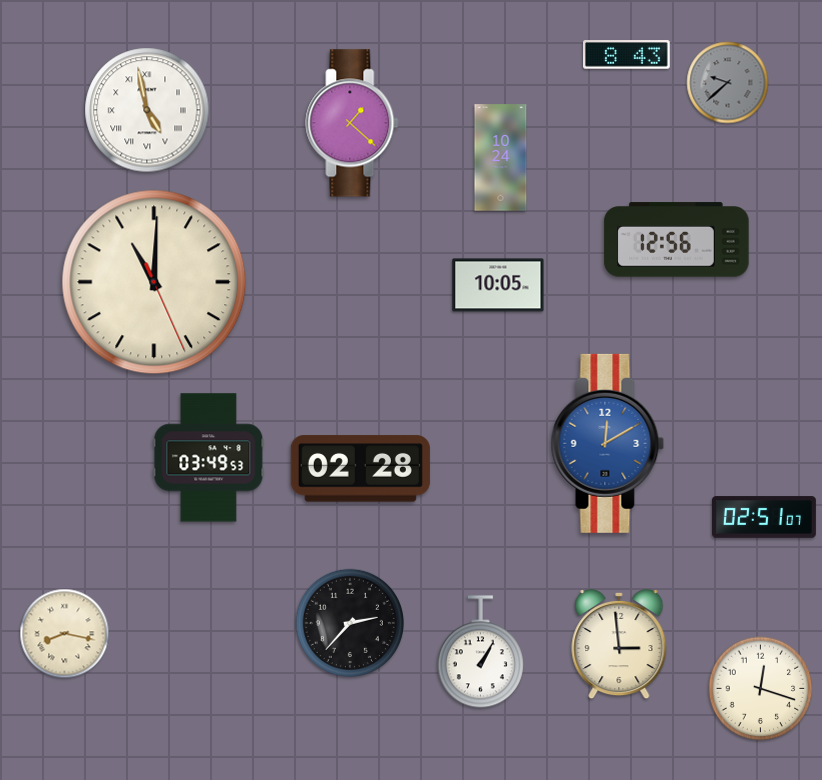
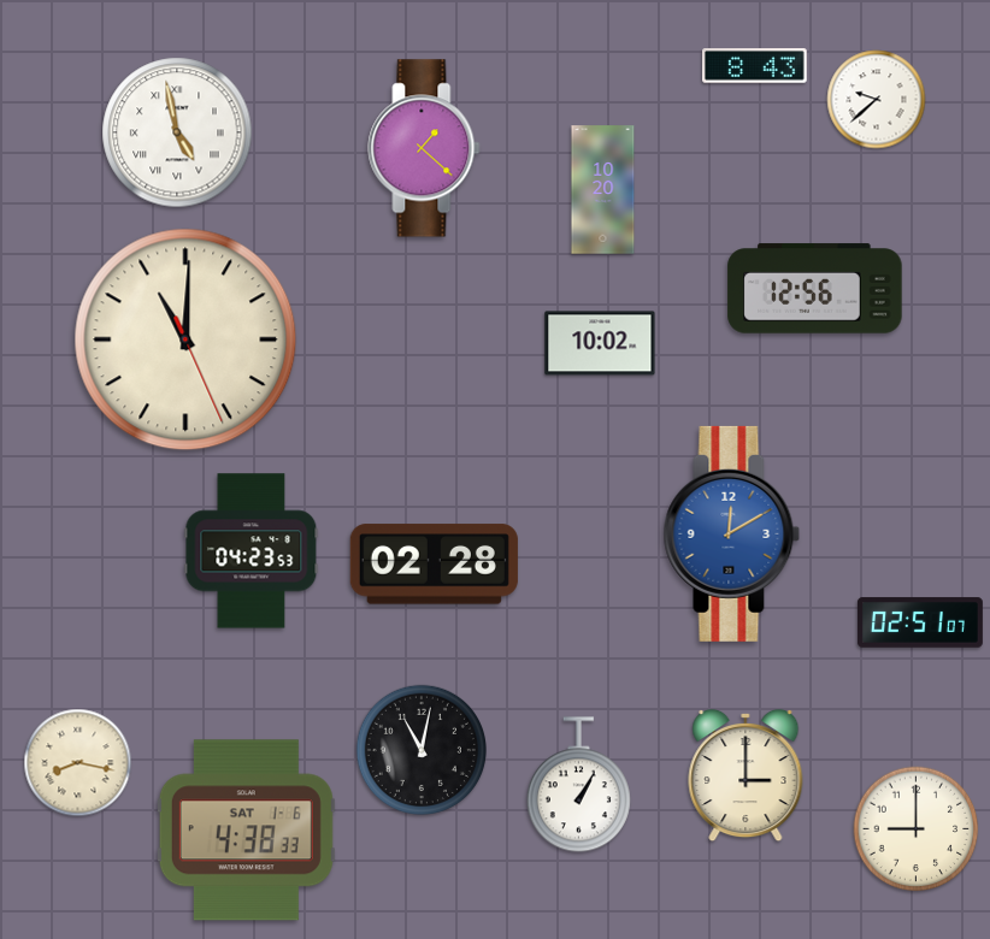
clock at (728, 83) dial: grey -> white
clock at (501, 158): 10:24 -> 10:20
clock at (498, 285): 10:05 -> 10:02
clock at (209, 458): 03:49 -> 04:23
clock at (349, 622): 2:37 -> 11:02
clock at (619, 644): 2:59 -> 3:00
clock at (761, 689): 12:18 -> 9:00
clock at (246, 831): none -> 4:38
